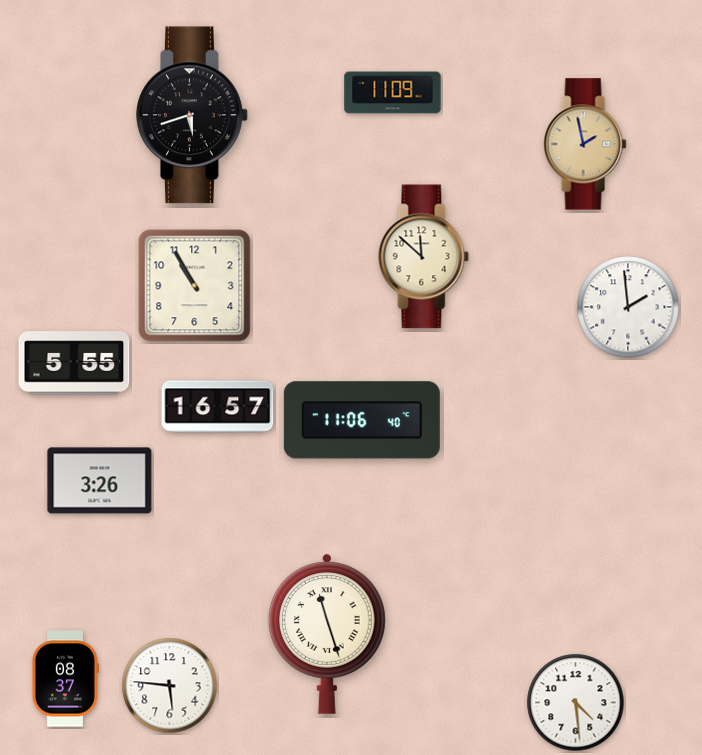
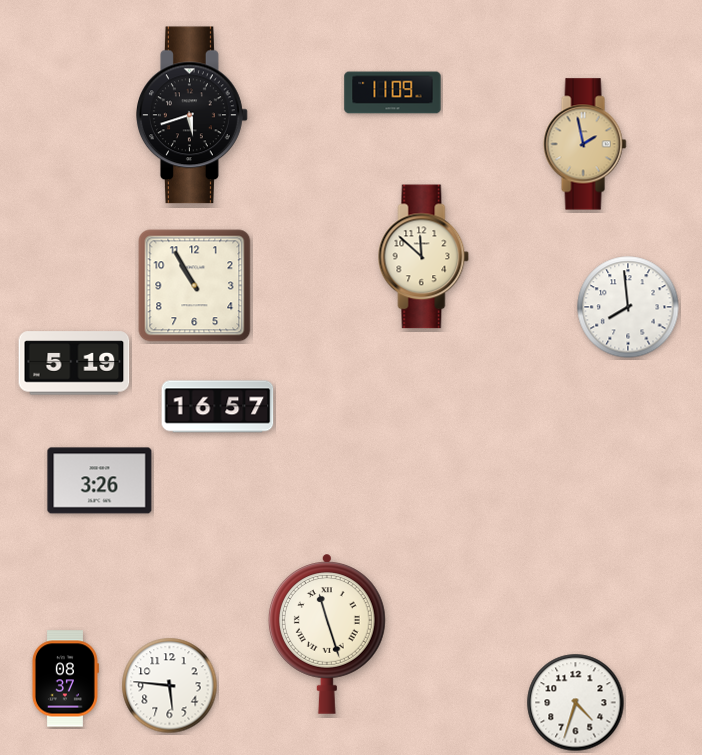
clock at (628, 307): 1:59 -> 7:59
clock at (74, 363): 5:55 -> 5:19
clock at (362, 420): 11:06 -> none
clock at (576, 703): 4:29 -> 4:33
